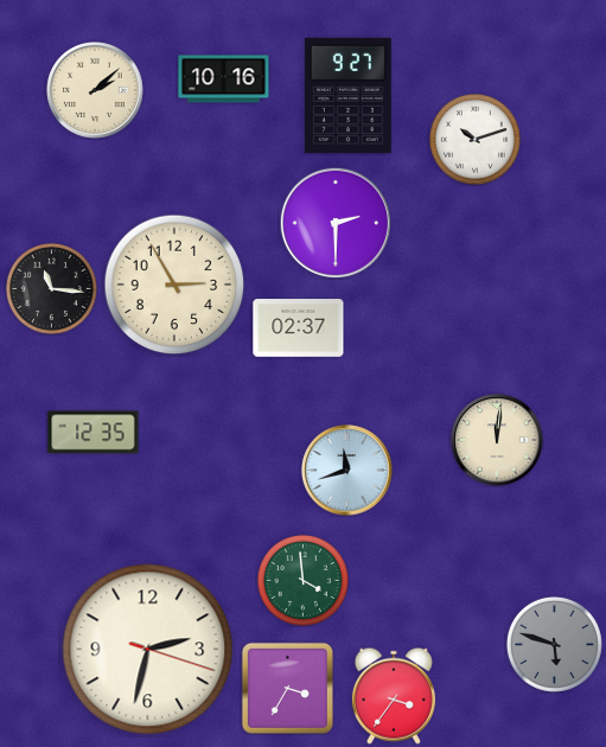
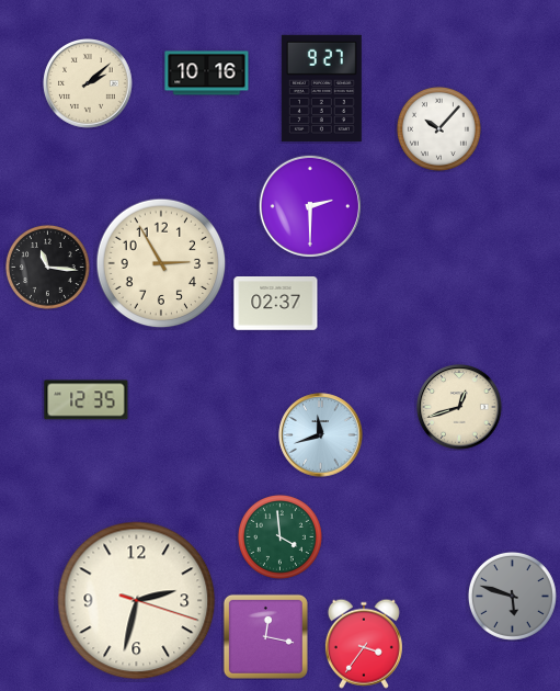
clock at (474, 139): 10:12 -> 10:07
clock at (497, 440): 12:01 -> 12:42
clock at (287, 688): 3:35 -> 12:17
